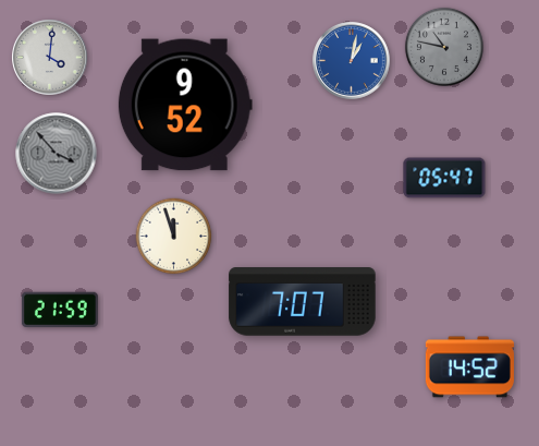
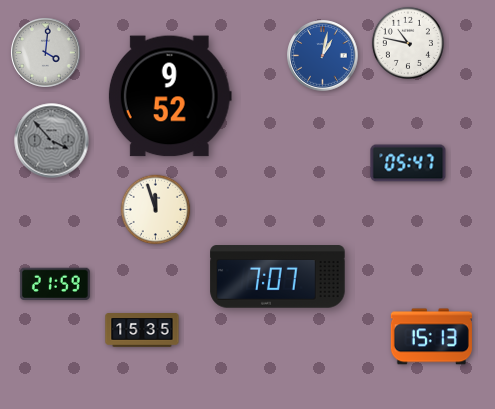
clock at (444, 47) dial: grey -> white
clock at (174, 237) position: (174, 237) -> (156, 210)
clock at (142, 330): none -> 15:35
clock at (469, 367): 14:52 -> 15:13
